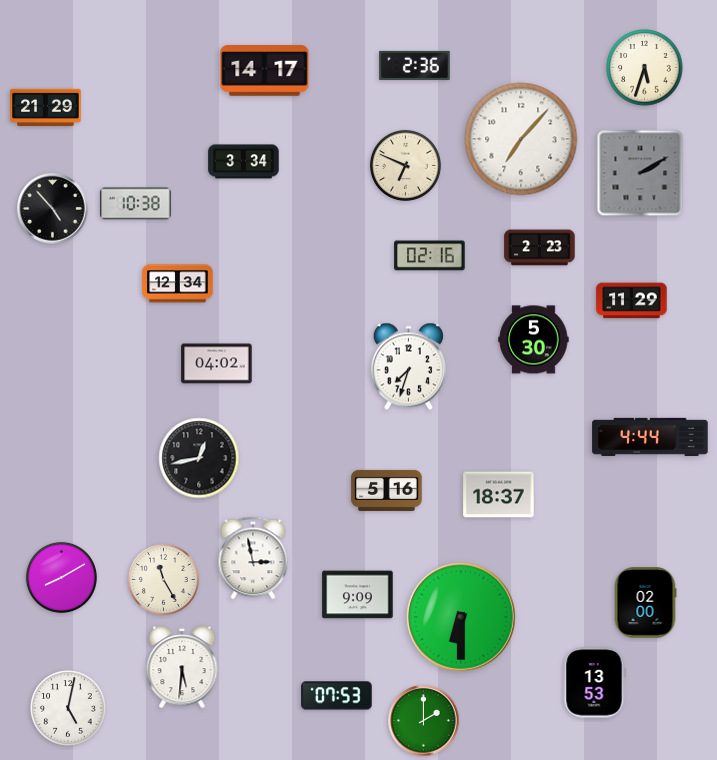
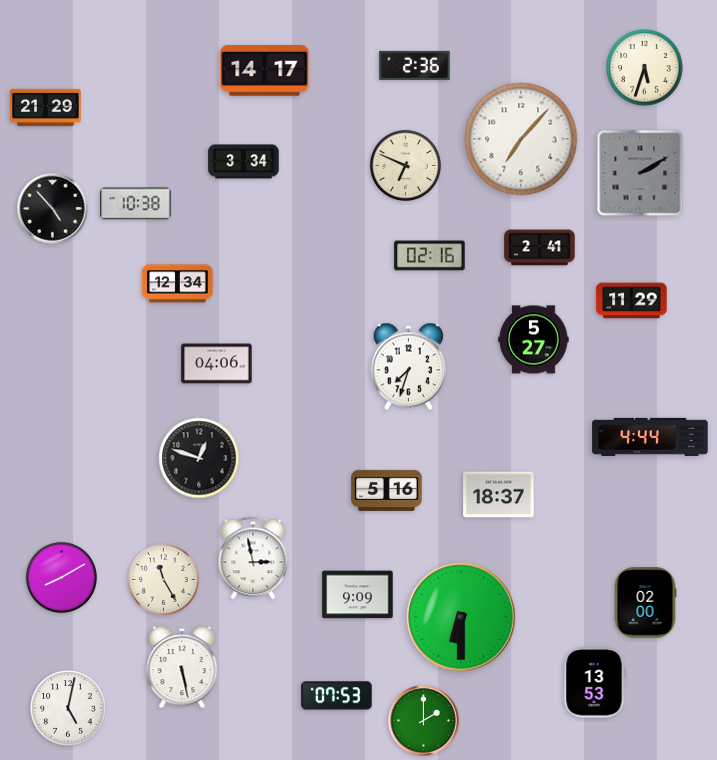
clock at (540, 248): 2:23 -> 2:41
clock at (534, 340): 5:30 -> 5:27
clock at (217, 364): 04:02 -> 04:06
clock at (199, 458): 12:43 -> 12:48
clock at (182, 667): 5:31 -> 5:28
